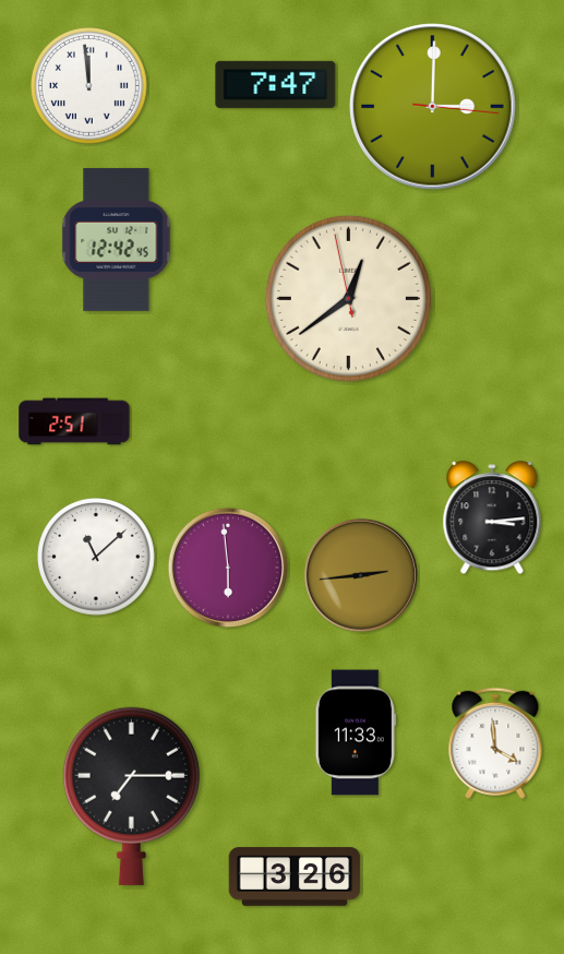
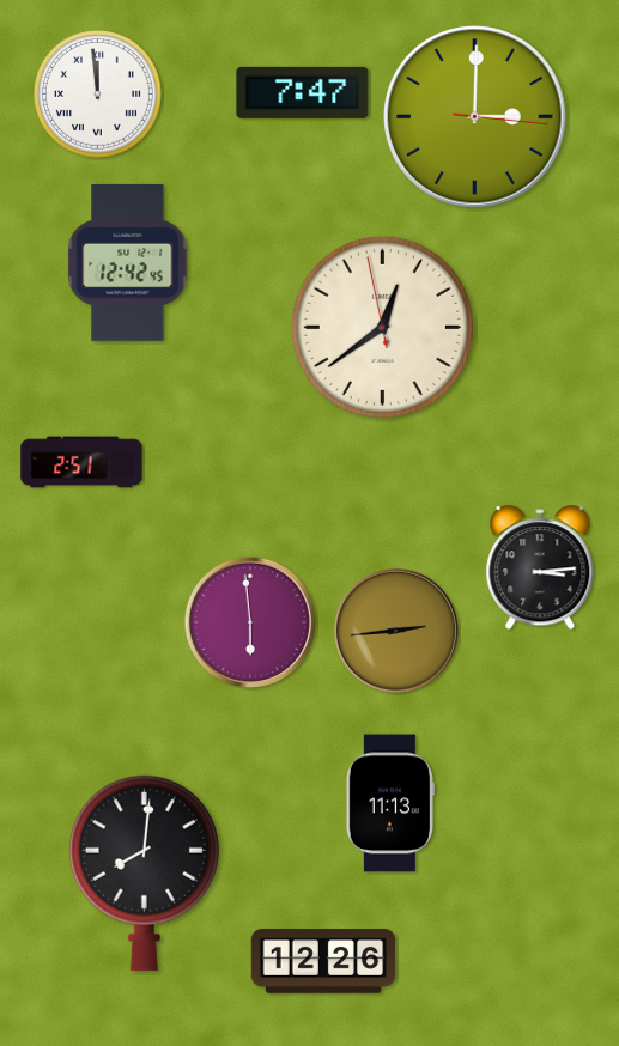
clock at (97, 558): 11:08 -> none
clock at (356, 732): 11:33 -> 11:13
clock at (495, 743): 3:59 -> none
clock at (131, 796): 7:15 -> 8:01
clock at (295, 877): 3:26 -> 12:26
